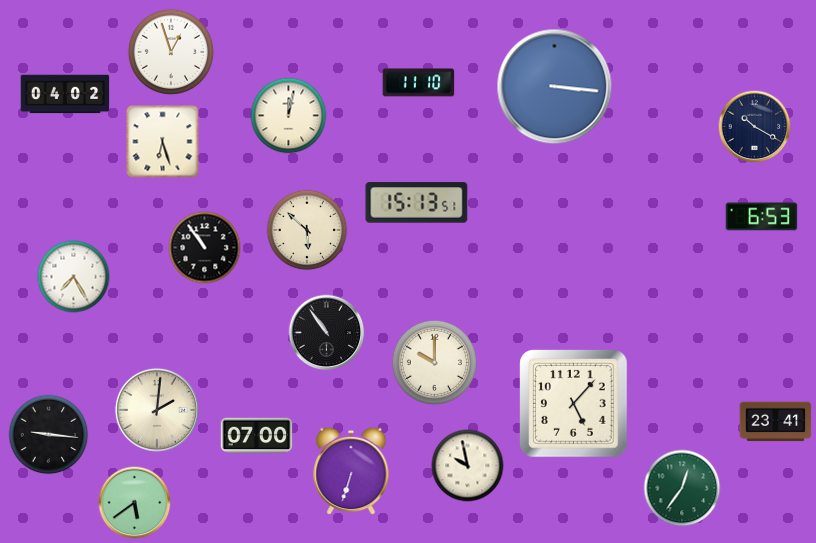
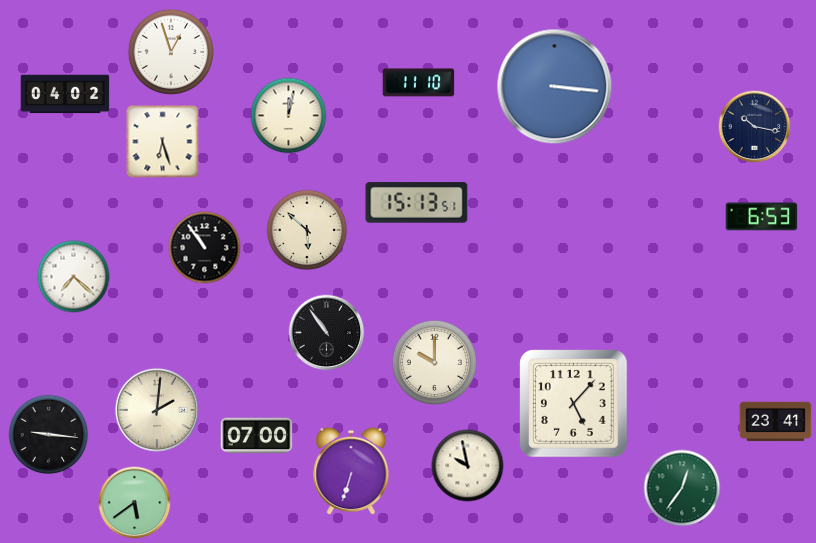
clock at (755, 127): 10:20 -> 10:17
clock at (74, 277): 7:25 -> 7:22
